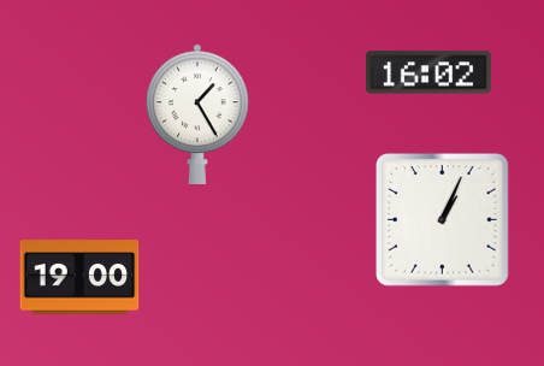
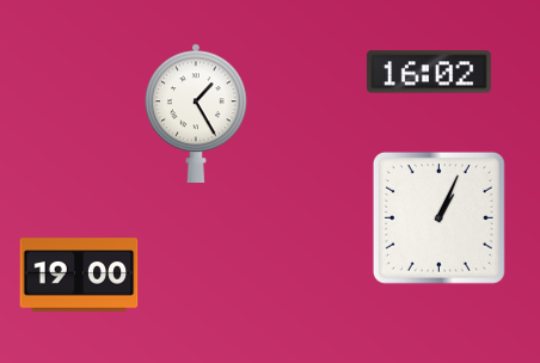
clock at (428, 72) position: (428, 72) -> (429, 72)
